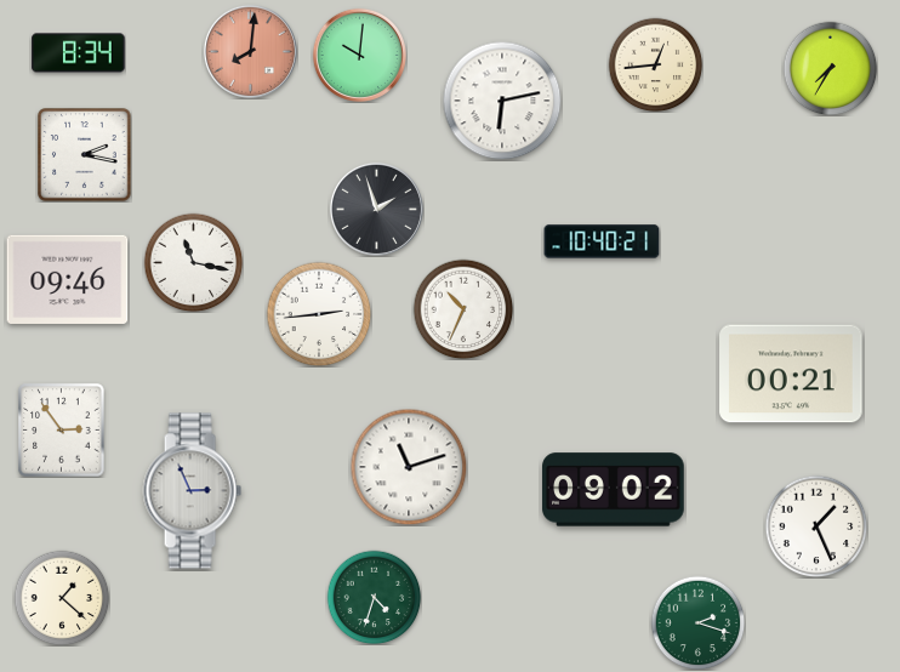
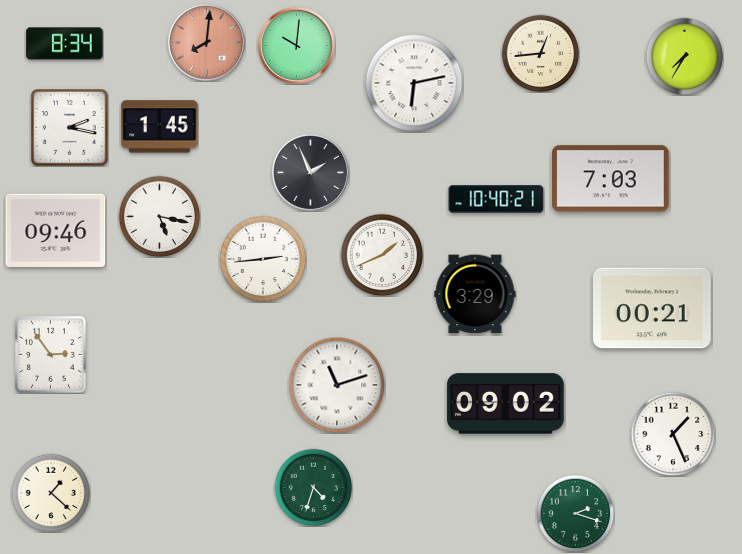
clock at (160, 127): none -> 1:45
clock at (376, 209): 1:57 -> 1:56
clock at (611, 179): none -> 7:03
clock at (193, 262): 11:17 -> 5:17
clock at (463, 309): 10:34 -> 1:41
clock at (475, 294): none -> 3:29
clock at (192, 491): 2:56 -> none
clock at (374, 597) position: (374, 597) -> (313, 487)
